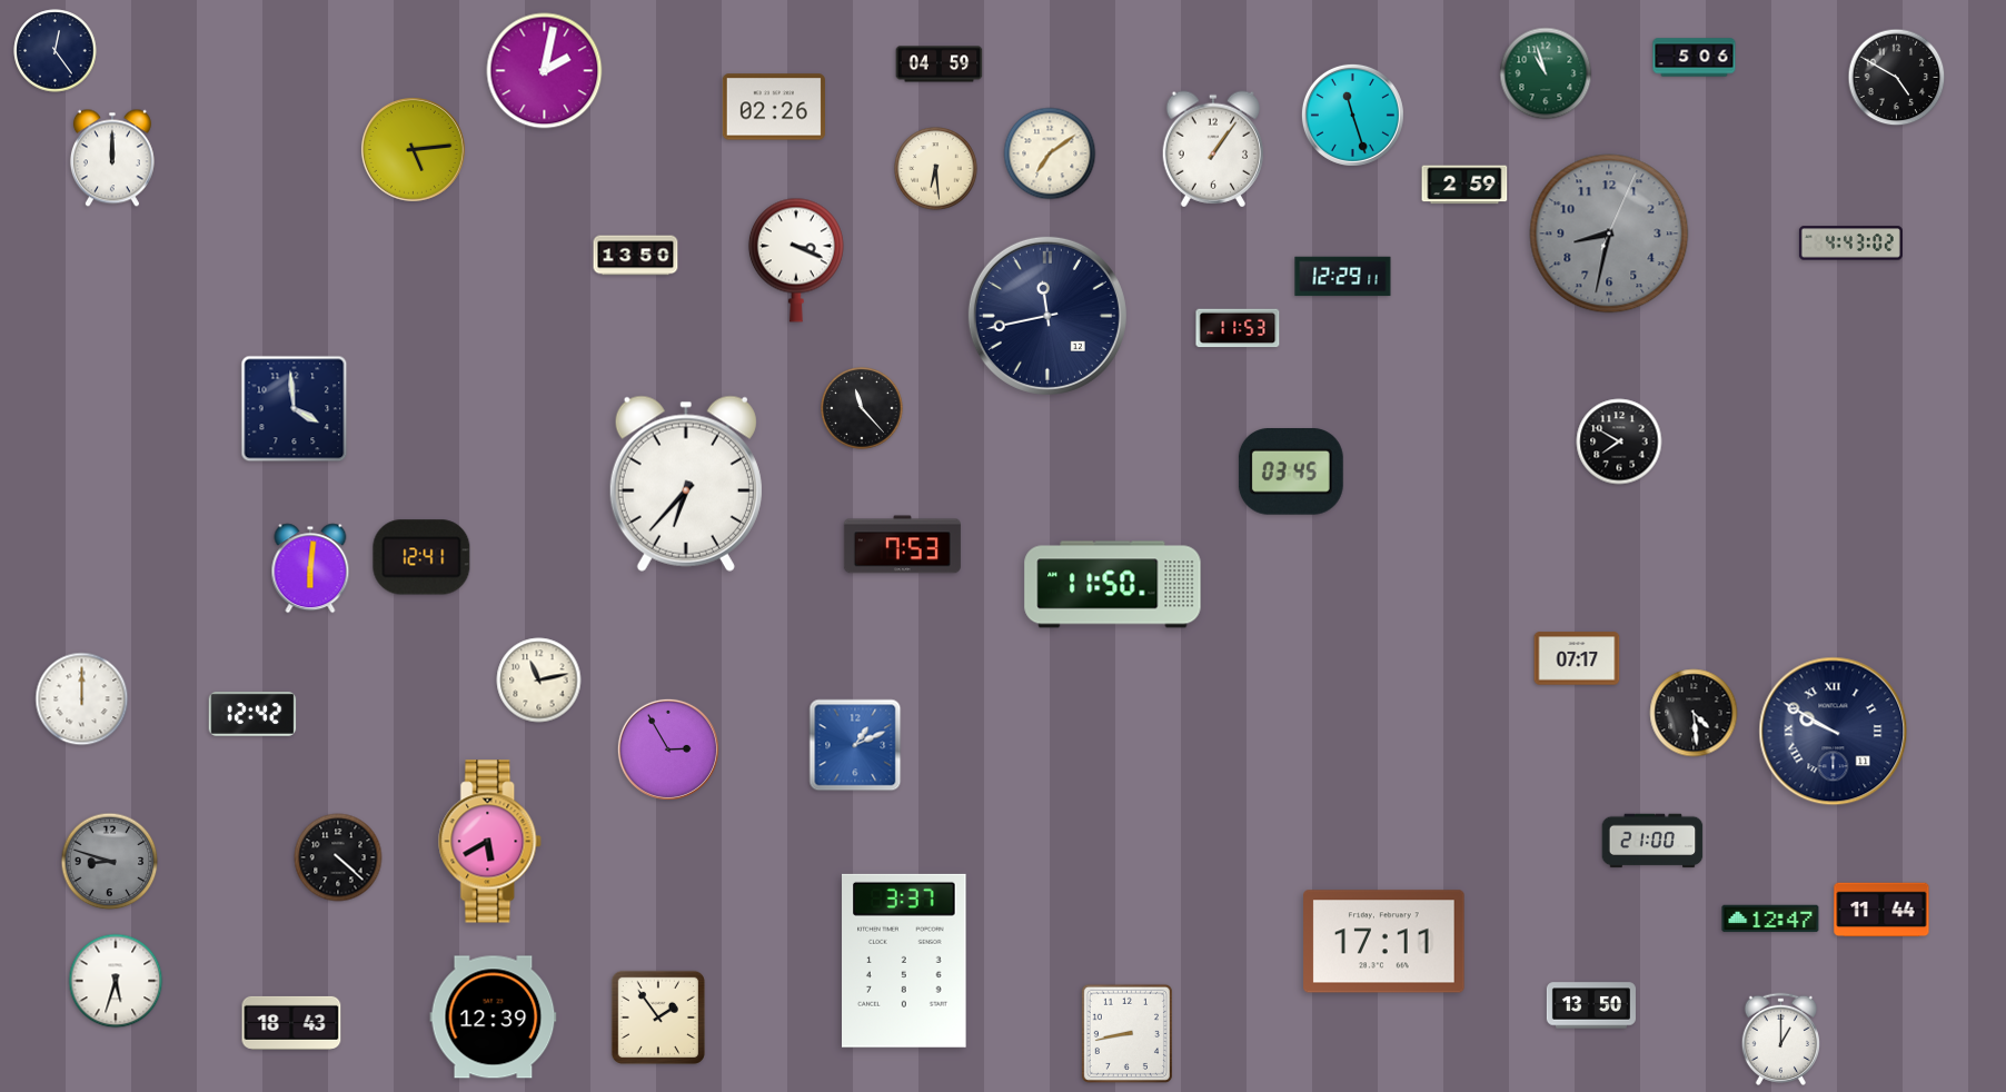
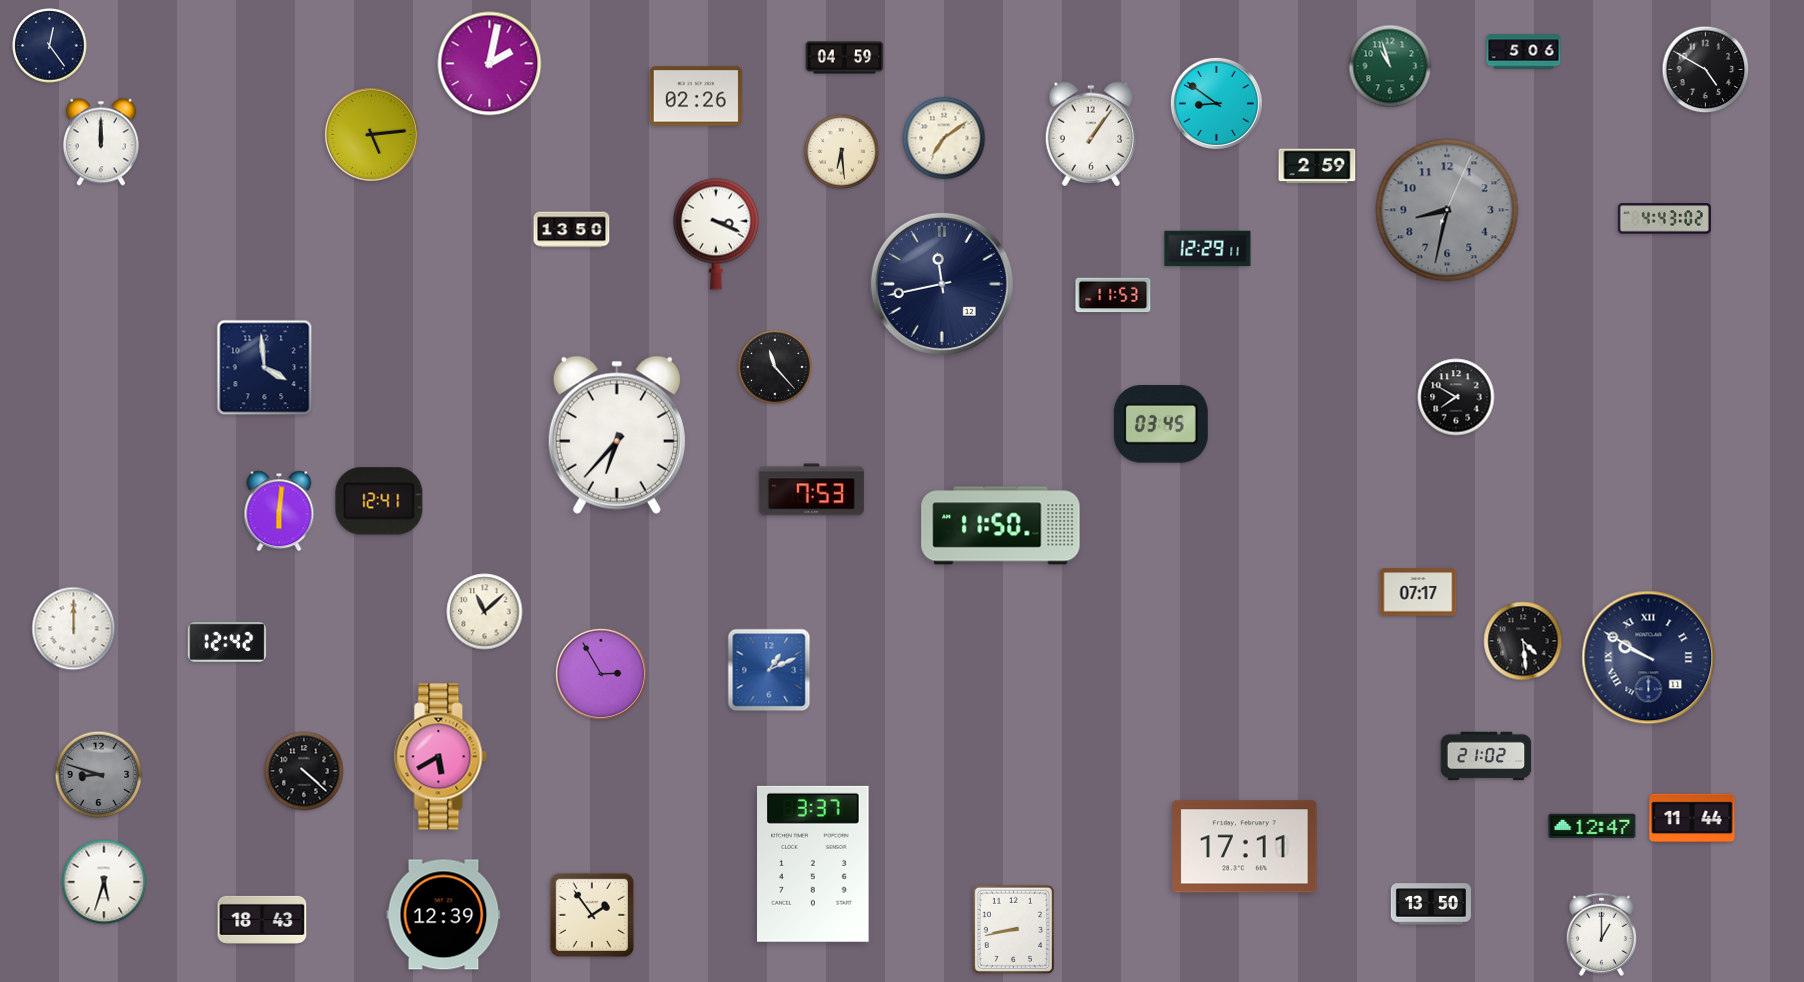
clock at (1352, 115): 11:27 -> 8:51
clock at (539, 681): 11:13 -> 11:08
clock at (1652, 841): 21:00 -> 21:02
